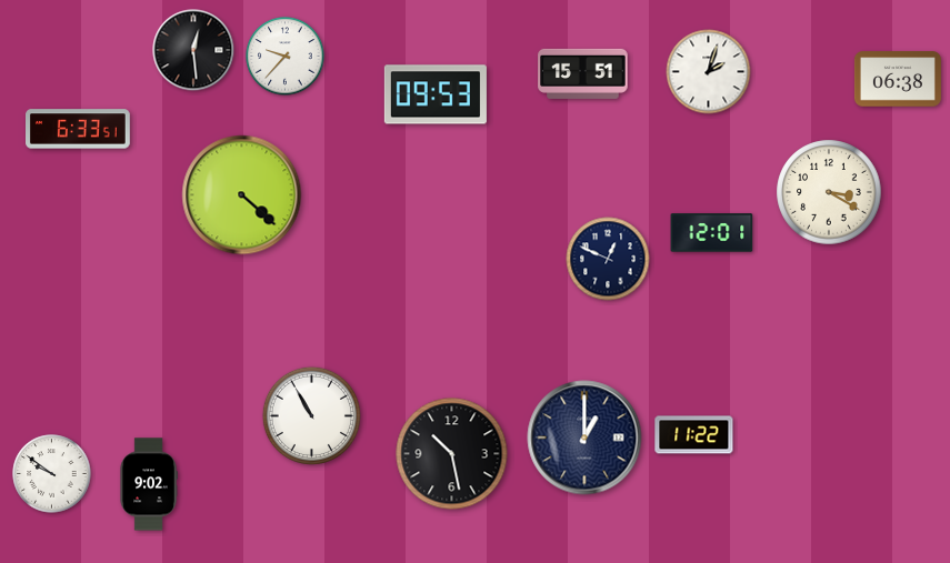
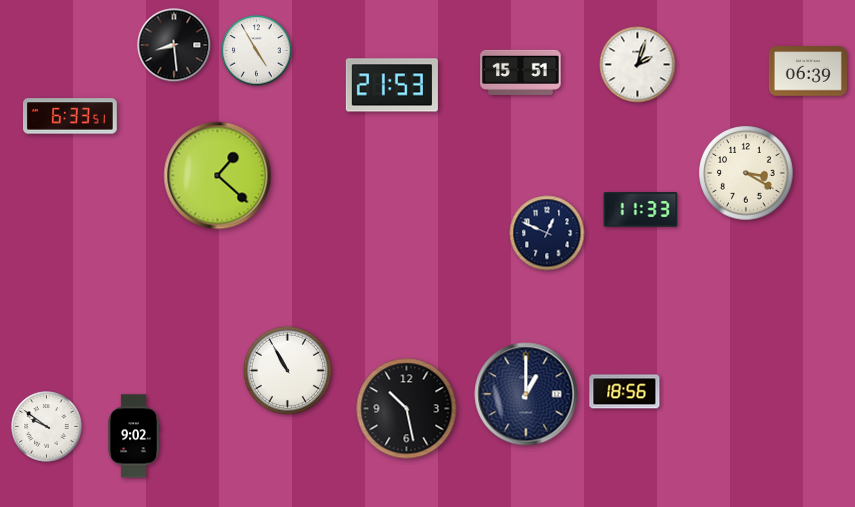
clock at (193, 50): 12:29 -> 8:29
clock at (286, 57): 9:37 -> 4:55
clock at (583, 73) position: (583, 73) -> (521, 72)
clock at (898, 79): 06:38 -> 06:39
clock at (436, 94): 09:53 -> 21:53
clock at (242, 195): 4:22 -> 1:22
clock at (712, 233): 12:01 -> 11:33
clock at (311, 415) position: (311, 415) -> (287, 370)
clock at (694, 435): 11:22 -> 18:56
